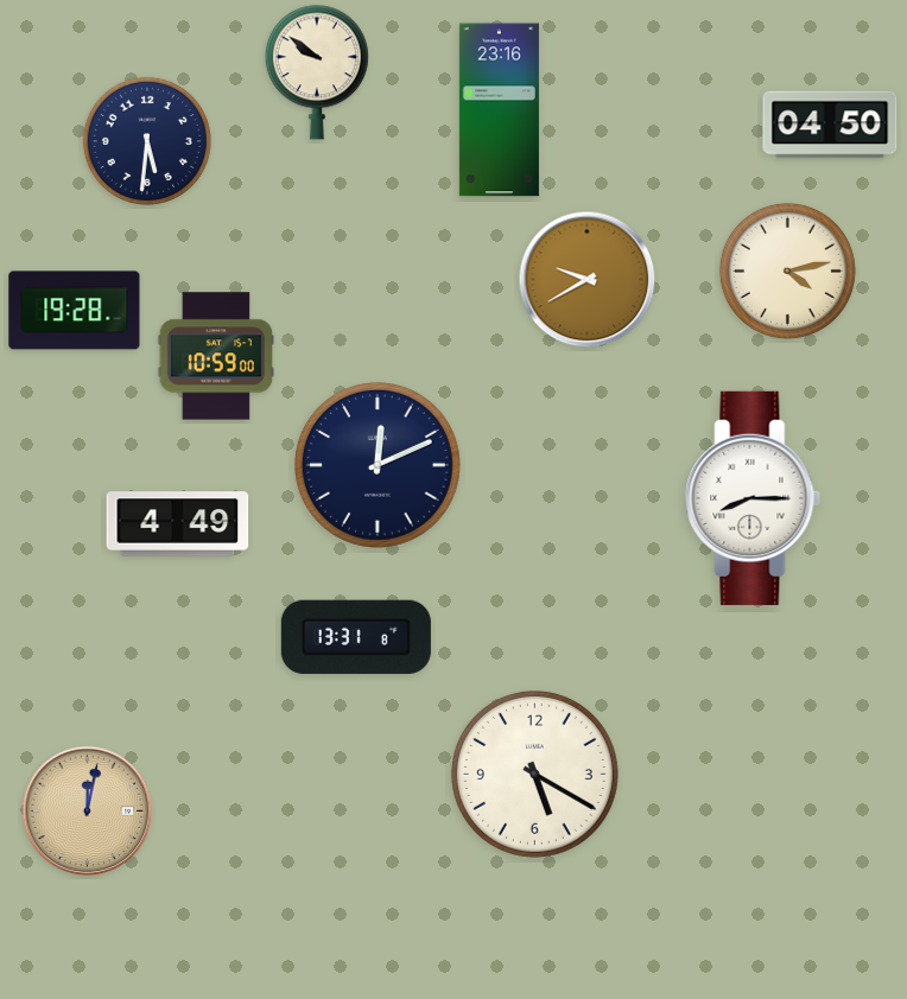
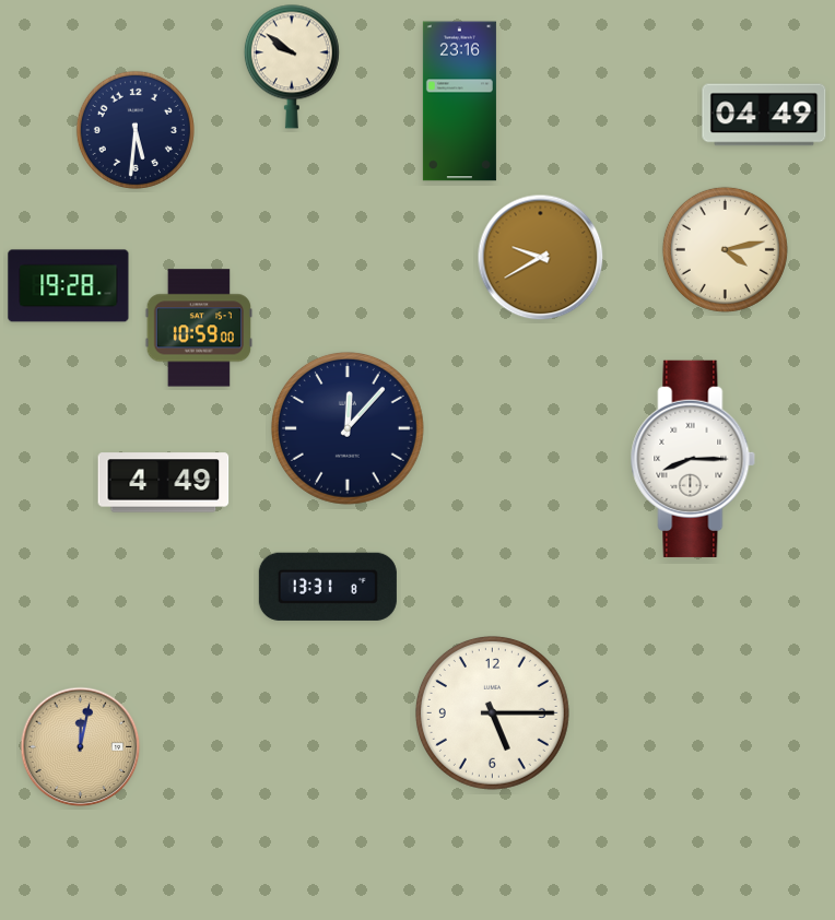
clock at (830, 125): 04:50 -> 04:49
clock at (378, 465): 12:11 -> 12:07
clock at (534, 774): 5:20 -> 5:15
